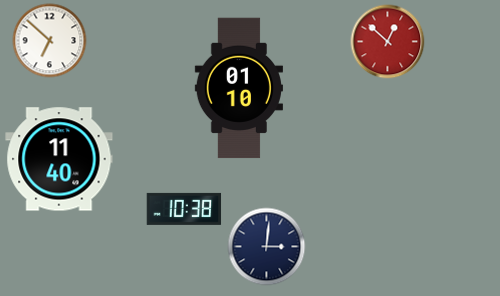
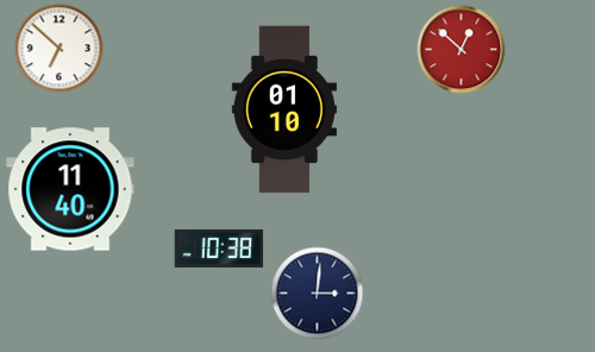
clock at (239, 88) position: (239, 88) -> (284, 109)
